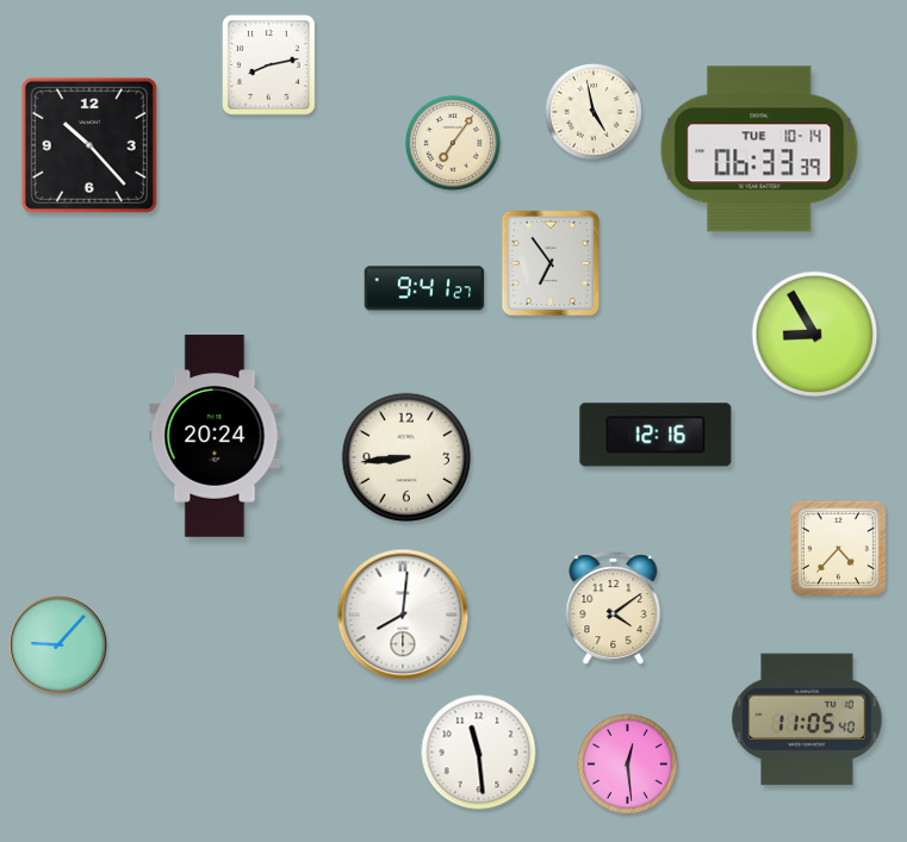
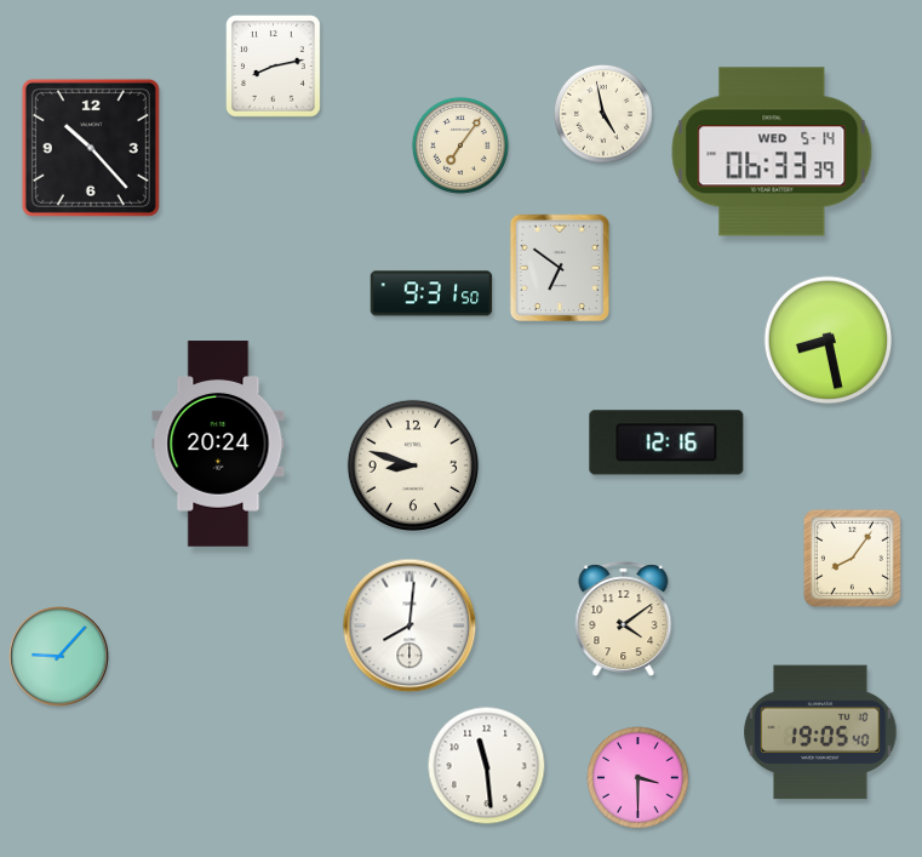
clock at (759, 149) date: TUE 10-14 -> WED 5-14
clock at (551, 263): 6:54 -> 6:51
clock at (424, 288): 9:41 -> 9:31
clock at (815, 335): 8:55 -> 8:28
clock at (406, 457): 8:44 -> 8:48
clock at (838, 548): 4:37 -> 8:06
clock at (807, 719): 11:05 -> 19:05
clock at (628, 765): 12:29 -> 3:30
